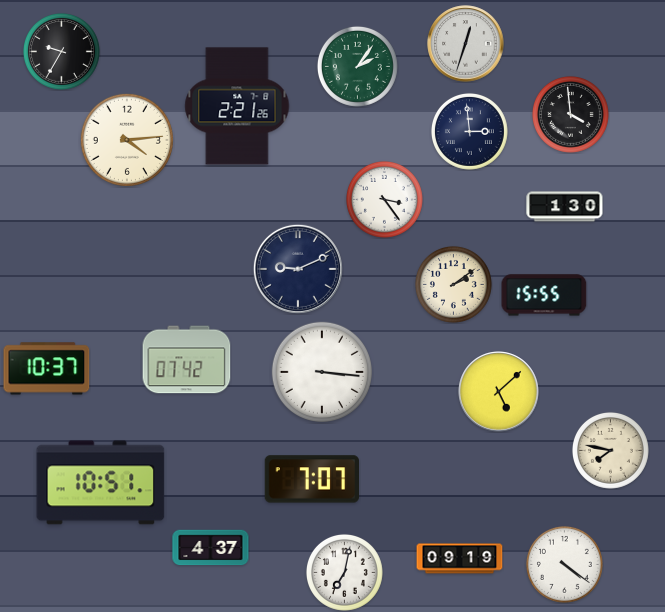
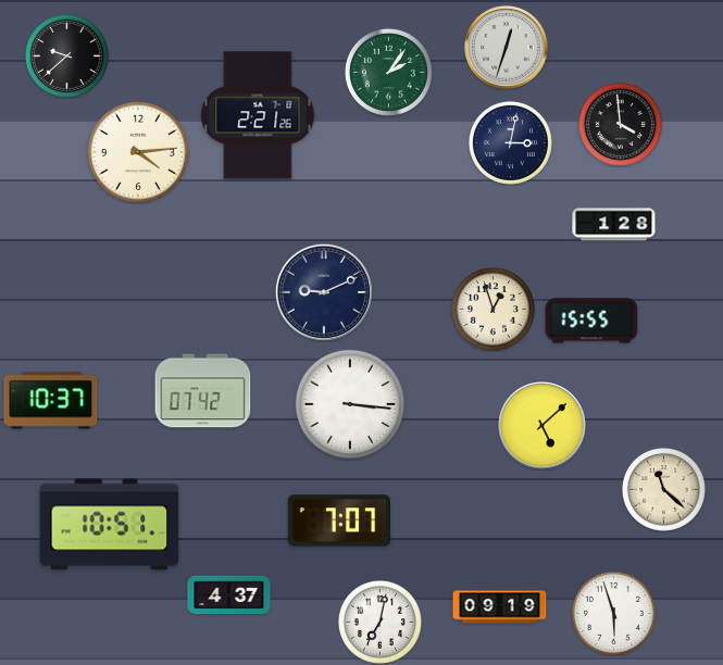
clock at (61, 51): 9:35 -> 9:38
clock at (469, 131): 2:59 -> 3:02
clock at (384, 199): 3:24 -> none
clock at (565, 207): 1:30 -> 1:28
clock at (453, 284): 2:09 -> 12:57
clock at (610, 450): 7:47 -> 11:22
clock at (564, 564): 4:21 -> 5:57
clock at (344, 572) position: (344, 572) -> (379, 622)
